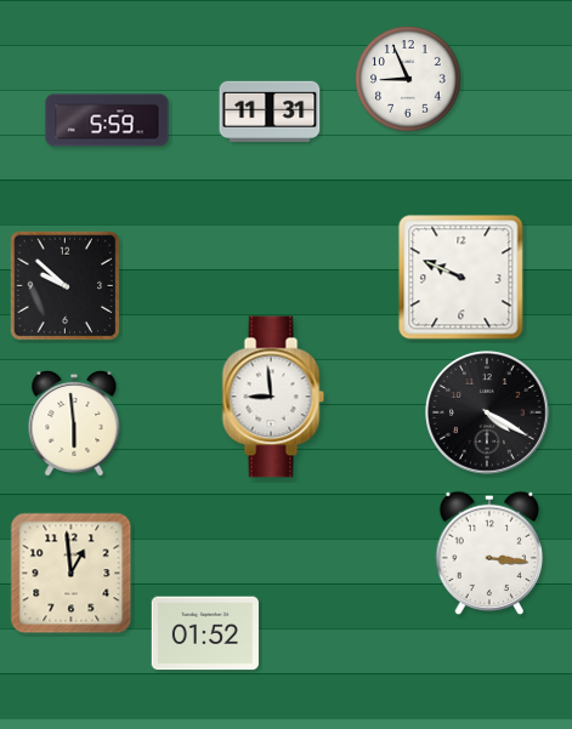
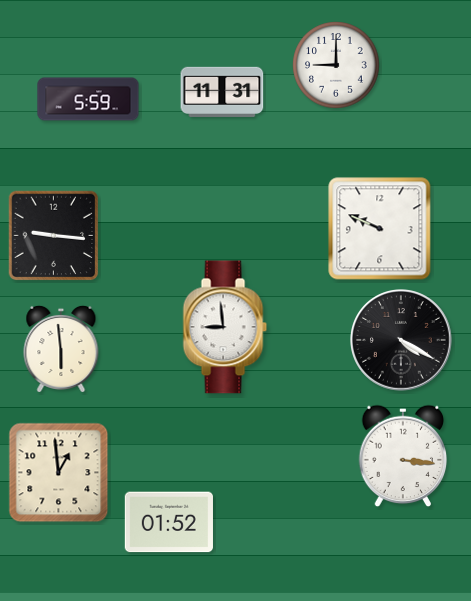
clock at (408, 79): 8:56 -> 9:00
clock at (66, 286): 9:52 -> 9:16
